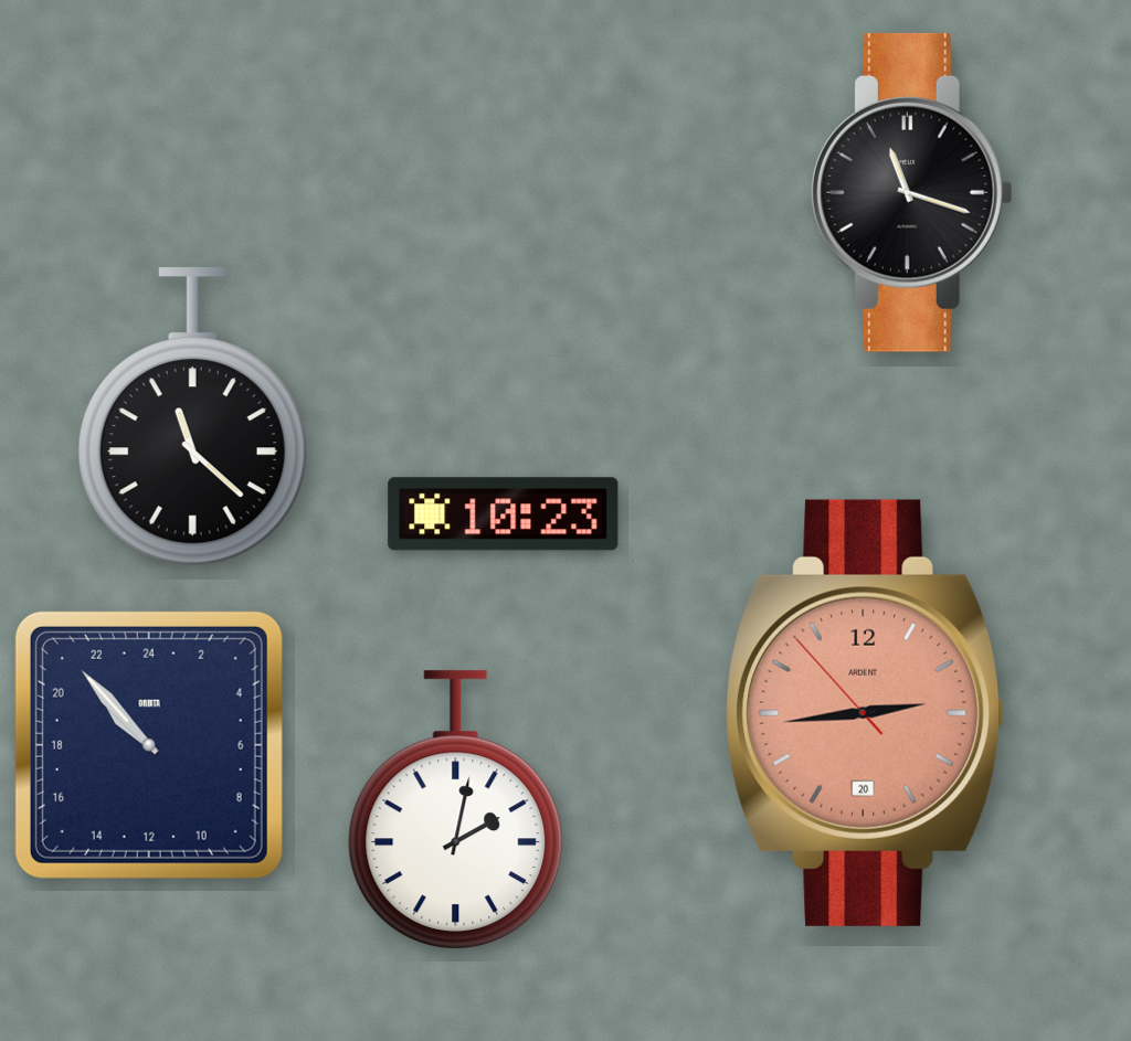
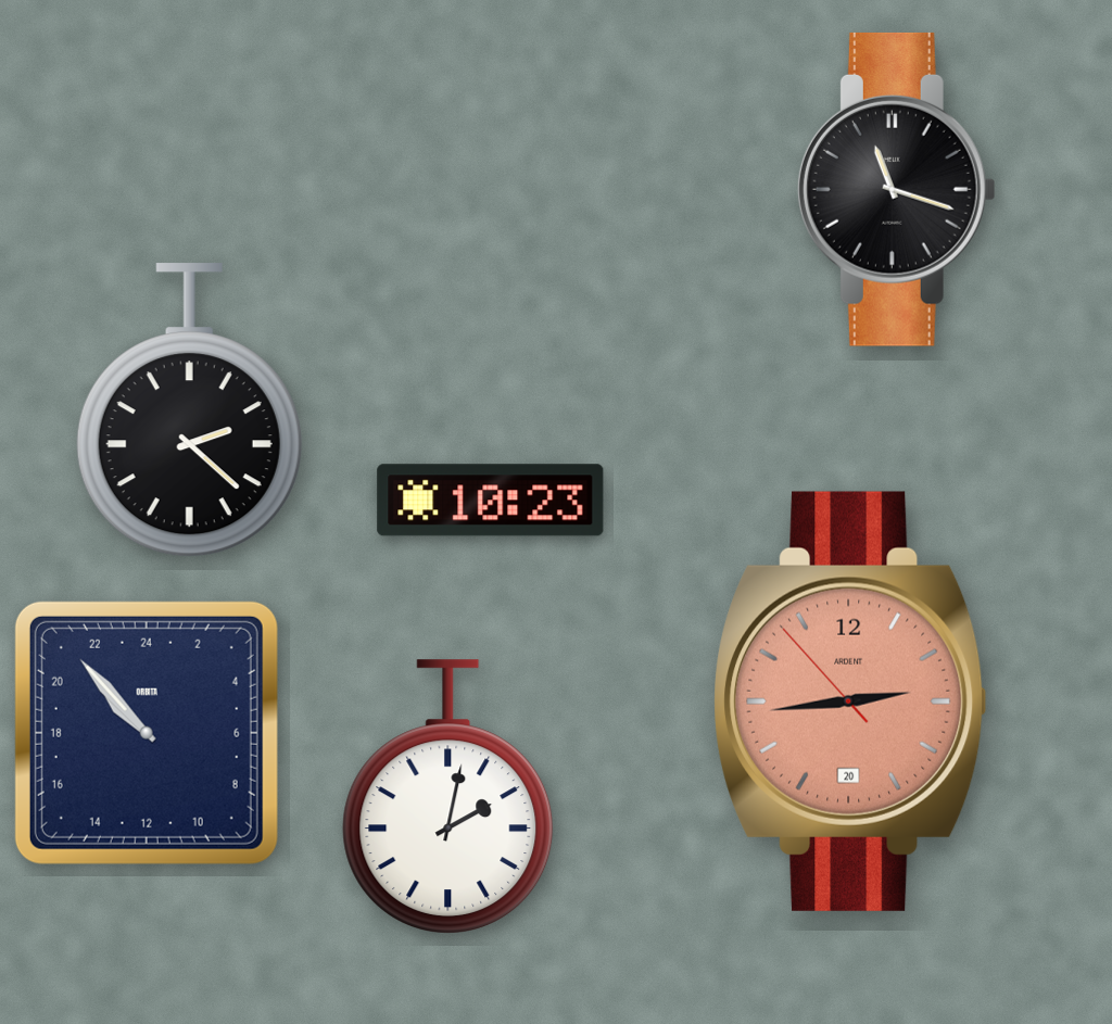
clock at (192, 417): 11:22 -> 2:22
clock at (504, 514) position: (504, 514) -> (491, 501)
